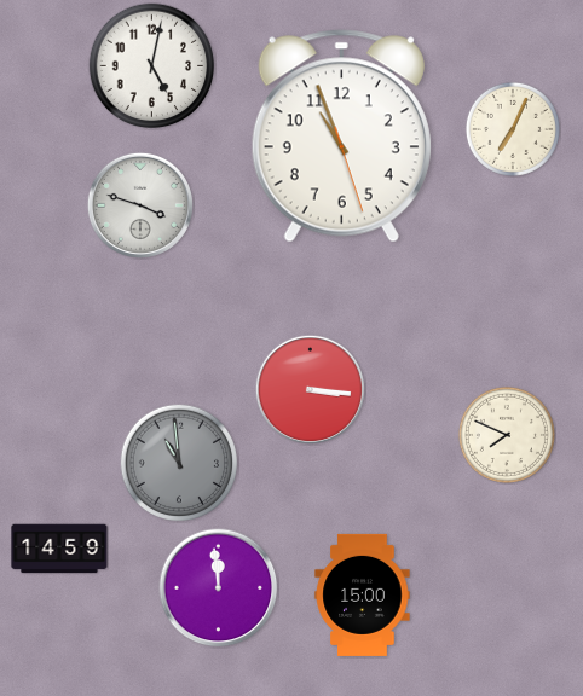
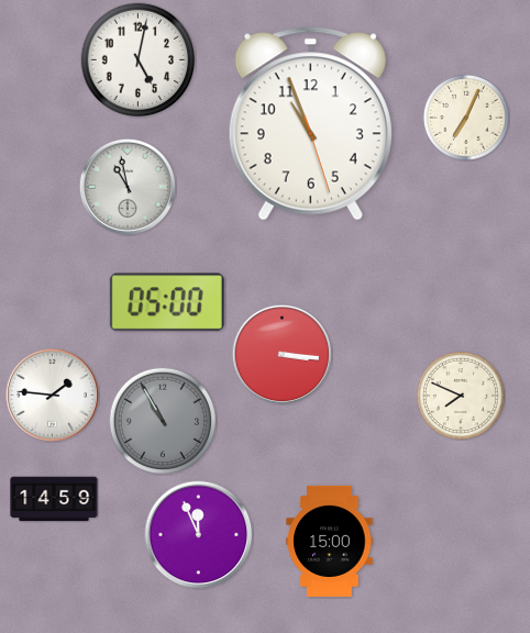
clock at (140, 205): 3:48 -> 10:58
clock at (167, 302): none -> 05:00
clock at (52, 395): none -> 1:46
clock at (179, 463): 10:59 -> 10:55
clock at (219, 588): 11:59 -> 11:56
